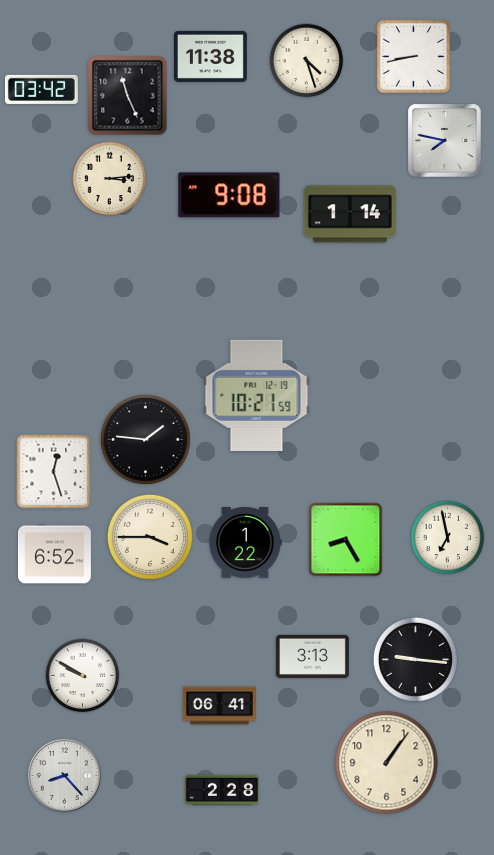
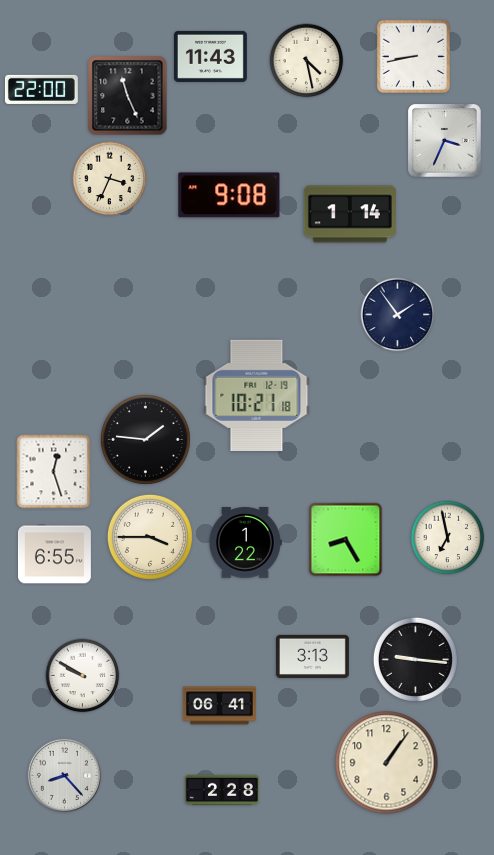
clock at (210, 56): 11:38 -> 11:43
clock at (307, 61): 4:27 -> 4:28
clock at (41, 89): 03:42 -> 22:00
clock at (445, 141): 7:47 -> 3:34
clock at (110, 179): 3:14 -> 3:34
clock at (398, 315): none -> 1:54
clock at (257, 395): 10:21:59 -> 10:21:18
clock at (54, 555): 6:52 -> 6:55
